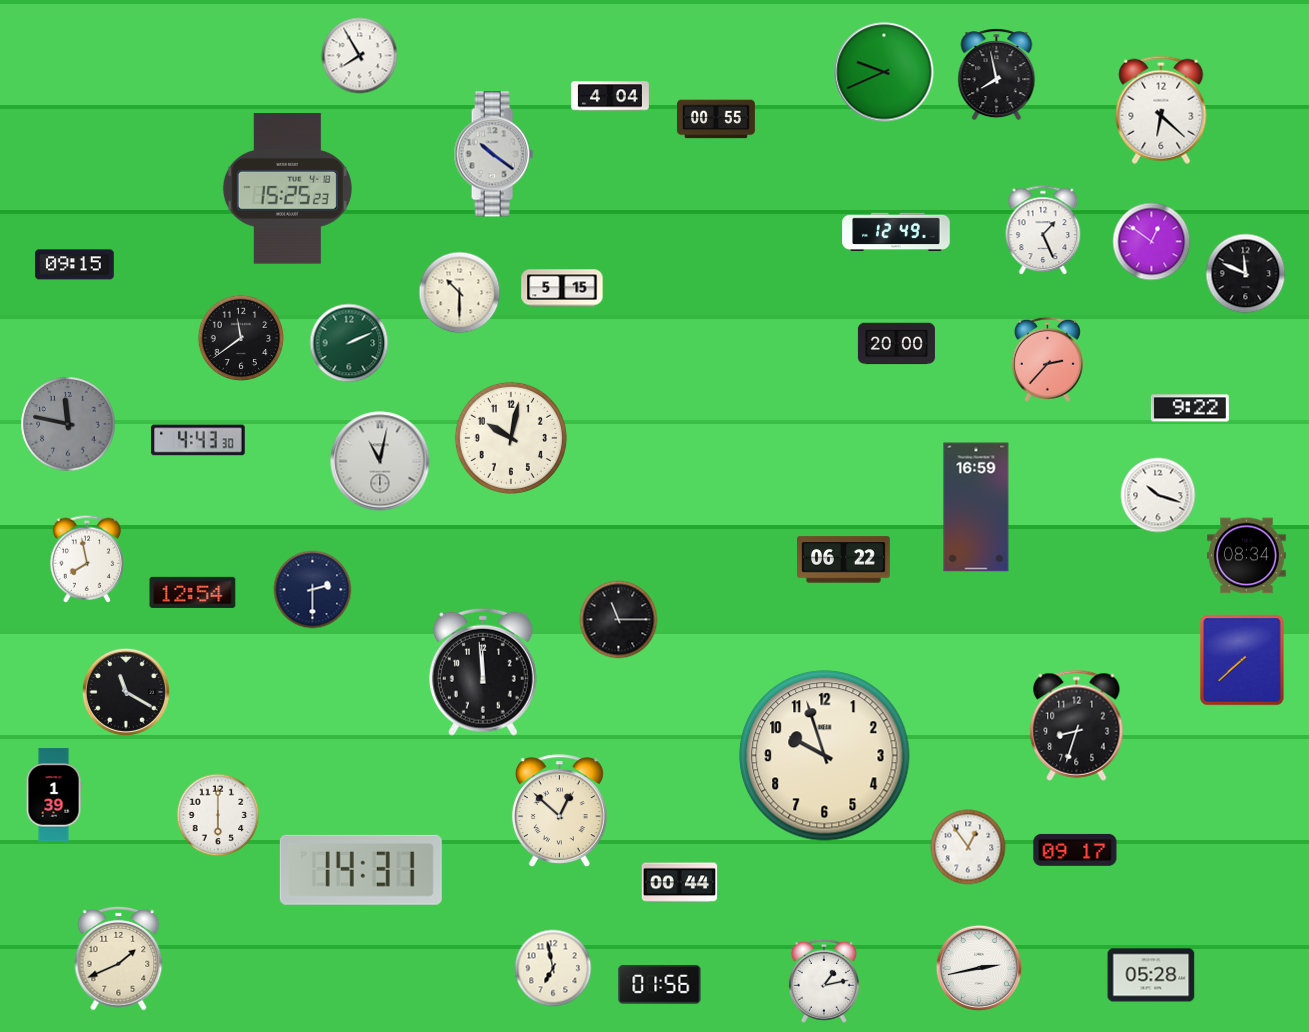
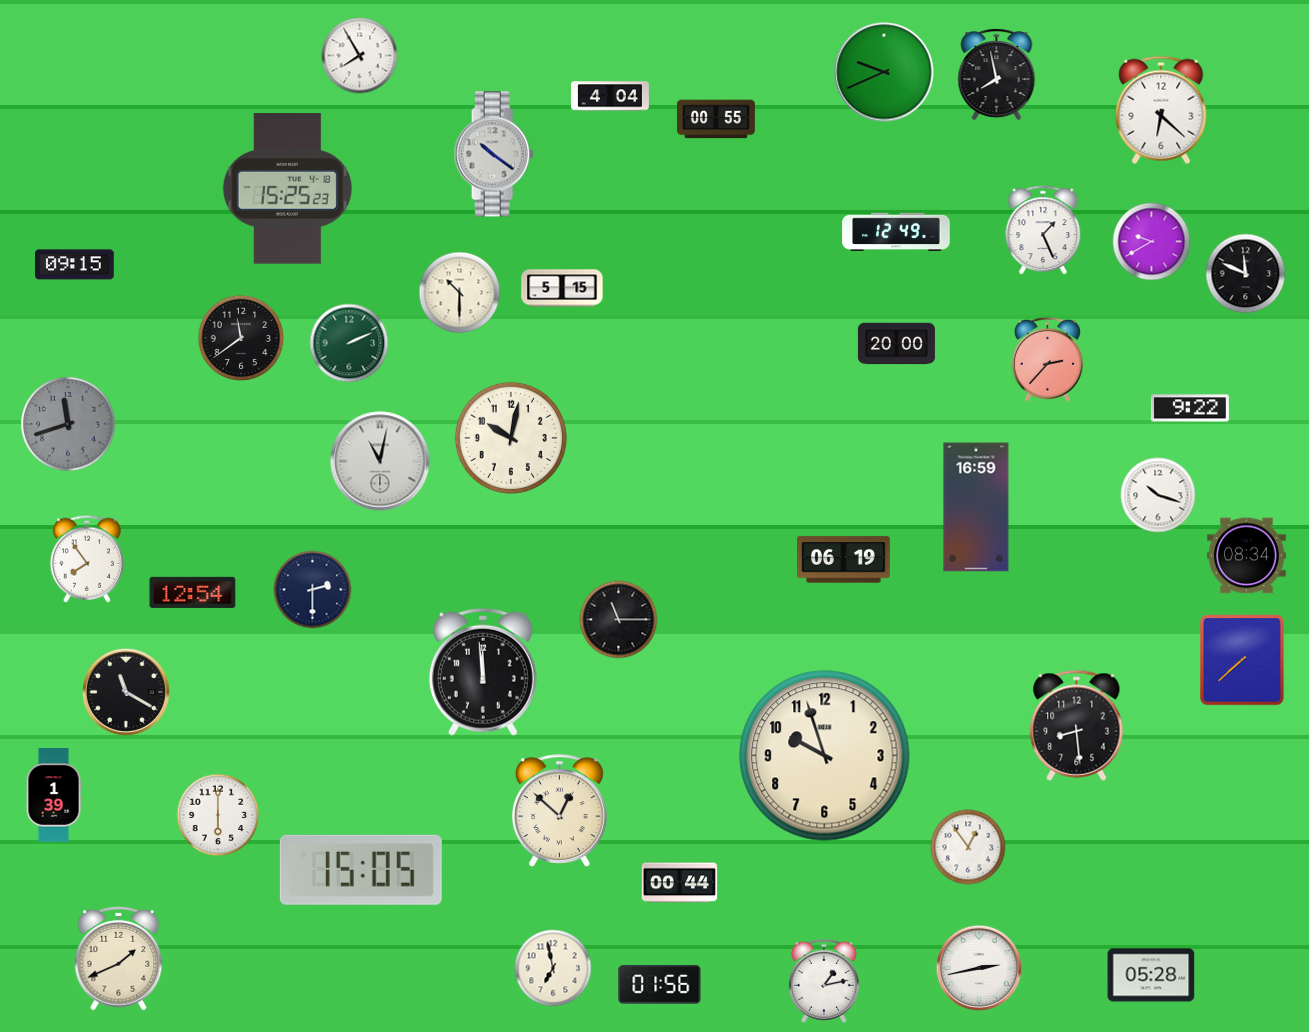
clock at (1152, 242): 12:51 -> 9:40
clock at (68, 424): 11:47 -> 11:42
clock at (198, 440): 4:43 -> none
clock at (87, 559): 7:58 -> 7:54
clock at (844, 560): 06:22 -> 06:19
clock at (1077, 725): 8:33 -> 8:29
clock at (1075, 850): 09:17 -> none
clock at (361, 870): 14:31 -> 15:05
